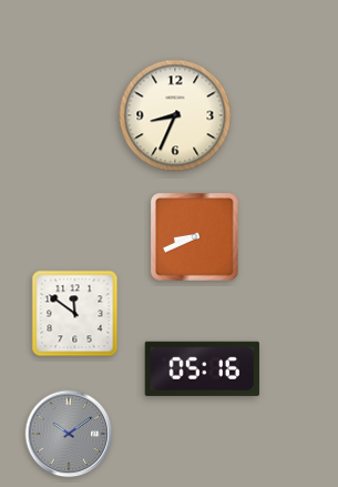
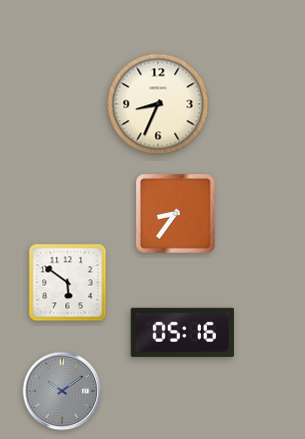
clock at (195, 237): 8:41 -> 8:36
clock at (75, 314): 11:51 -> 5:51
